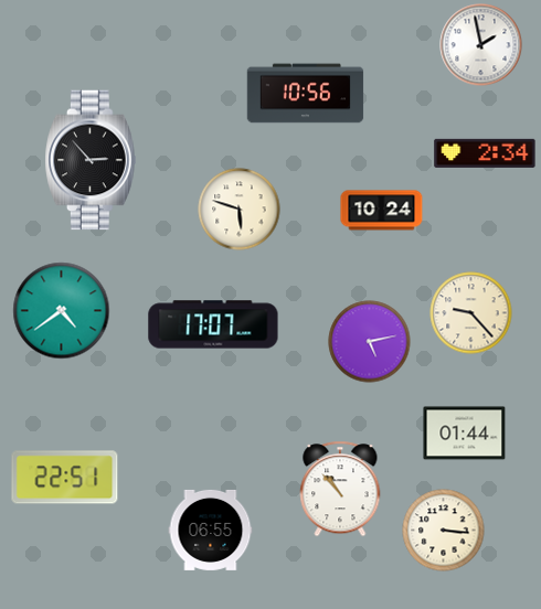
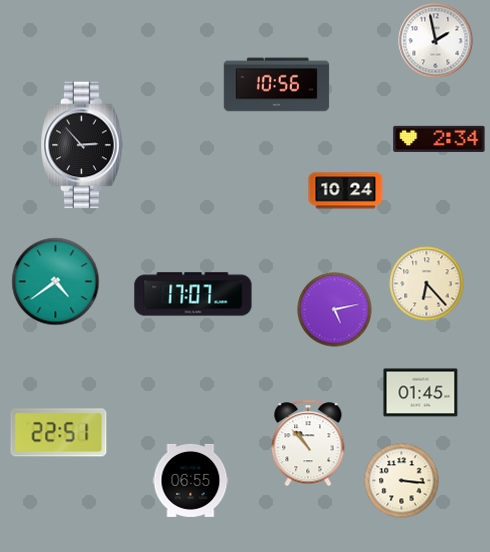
clock at (240, 210): 5:48 -> none
clock at (471, 313): 9:23 -> 6:23
clock at (465, 434): 01:44 -> 01:45
